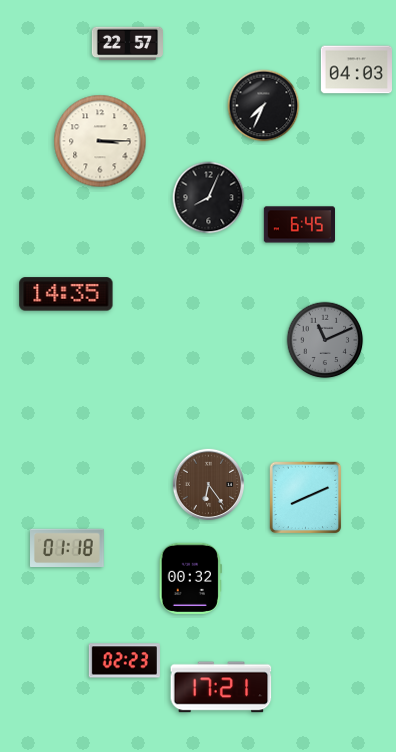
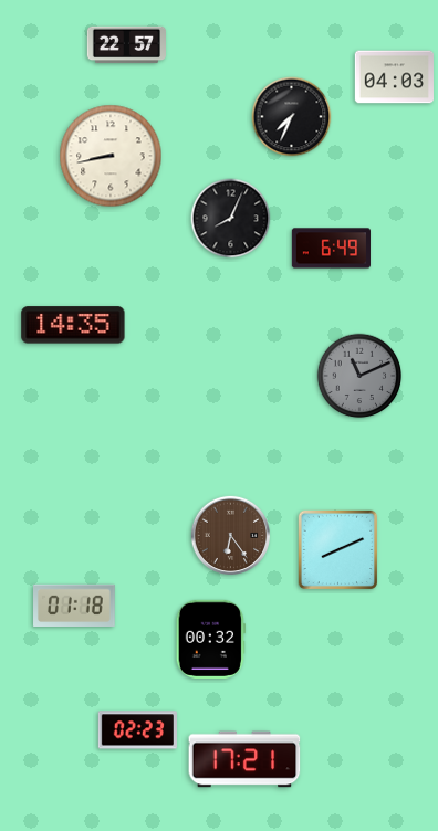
clock at (127, 44) position: (127, 44) -> (126, 45)
clock at (100, 141): 3:15 -> 8:43
clock at (299, 225): 6:45 -> 6:49
